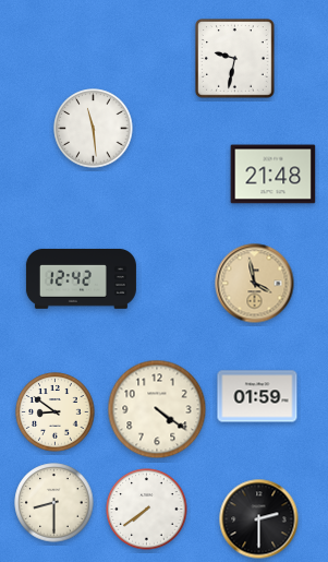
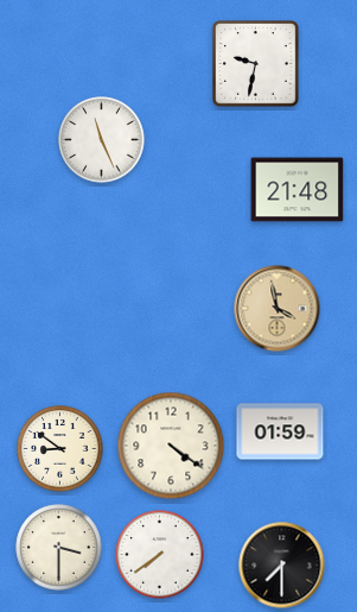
clock at (94, 129): 11:29 -> 11:26
clock at (81, 279): 12:42 -> none
clock at (54, 503): 8:30 -> 3:30
clock at (259, 519): 2:30 -> 7:30
